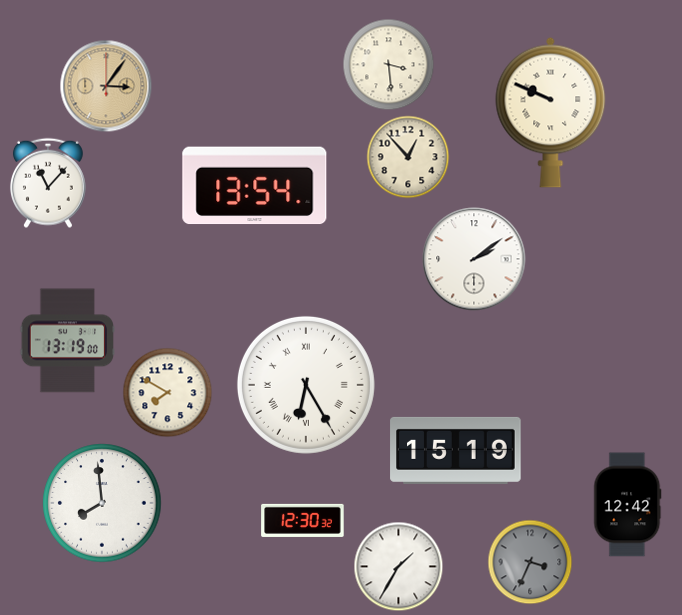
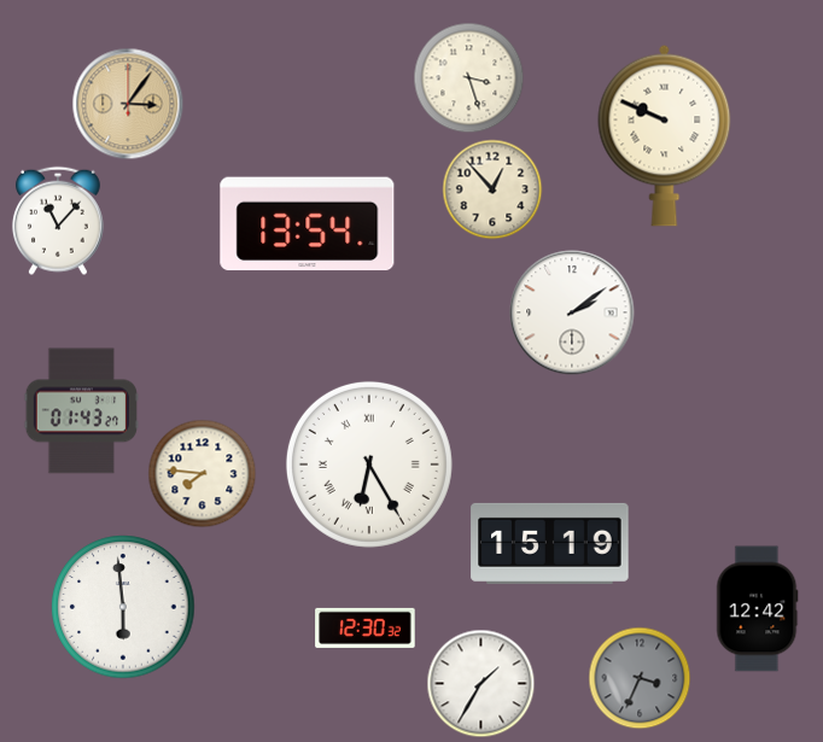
clock at (388, 64): 3:29 -> 3:27
clock at (67, 341): 13:19 -> 01:43
clock at (167, 392): 7:50 -> 7:46
clock at (102, 503): 7:59 -> 5:59
